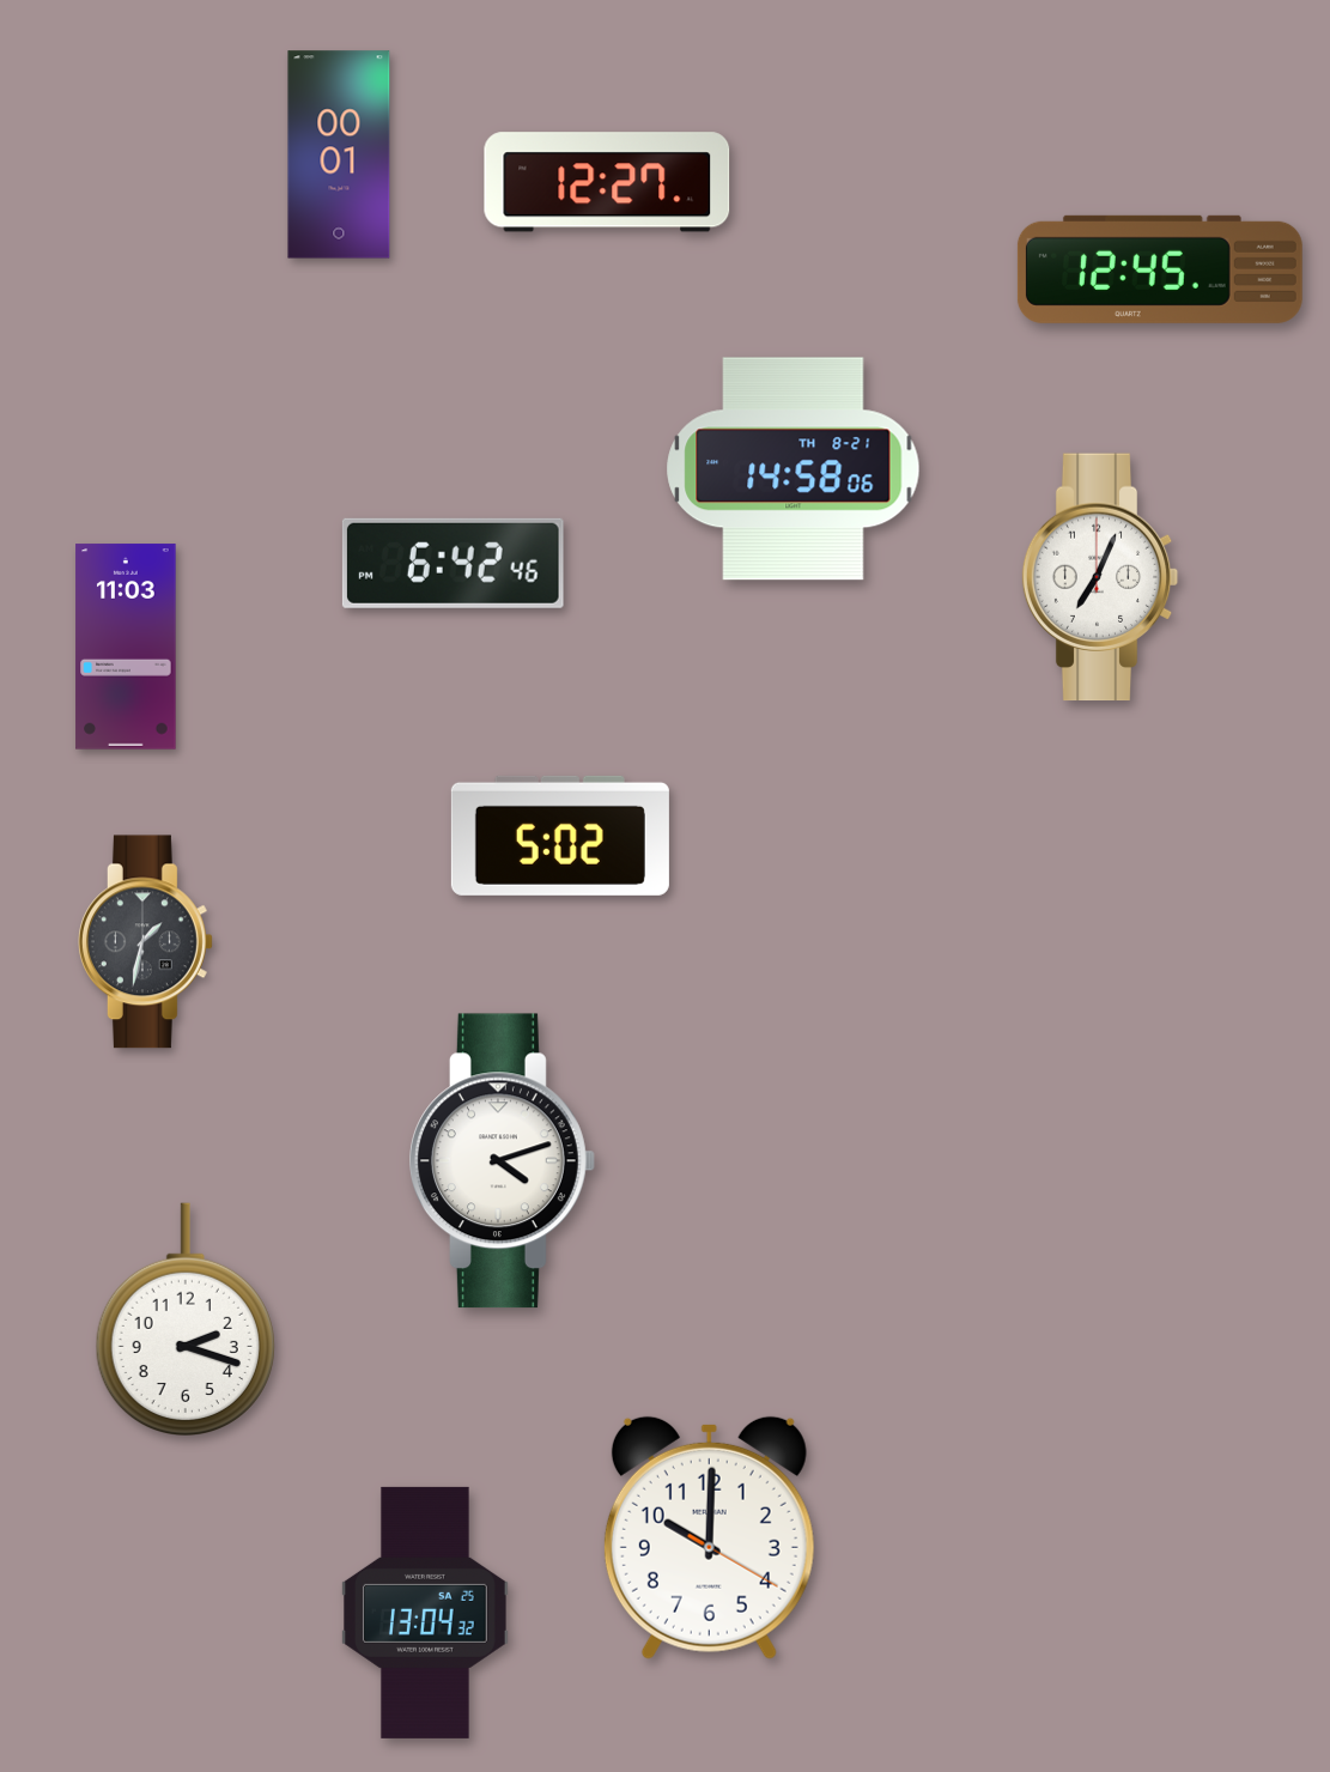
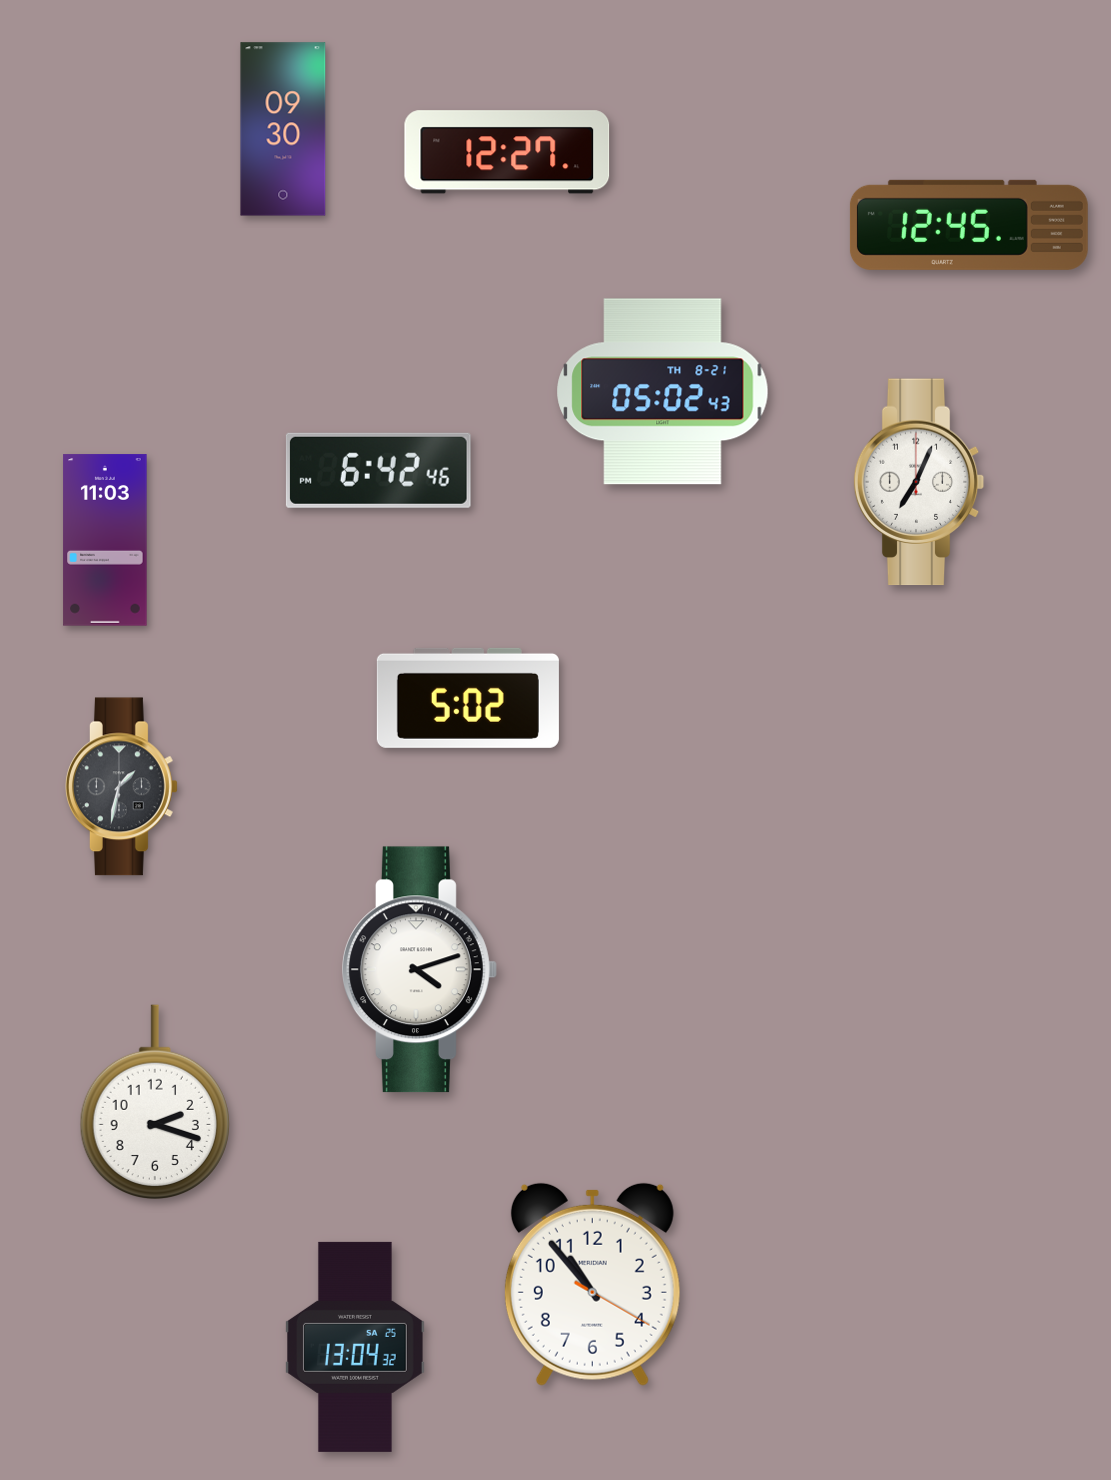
clock at (339, 154): 00:01 -> 09:30
clock at (794, 469): 14:58 -> 05:02
clock at (709, 1537): 10:00 -> 10:53
